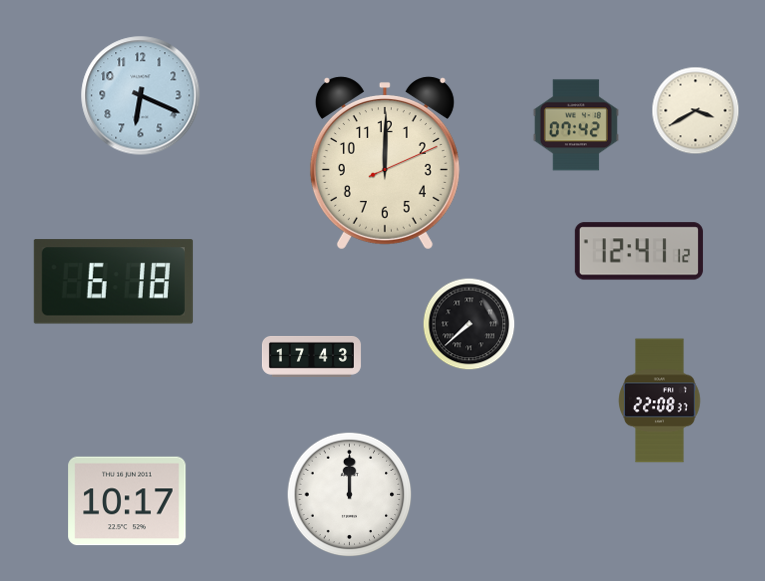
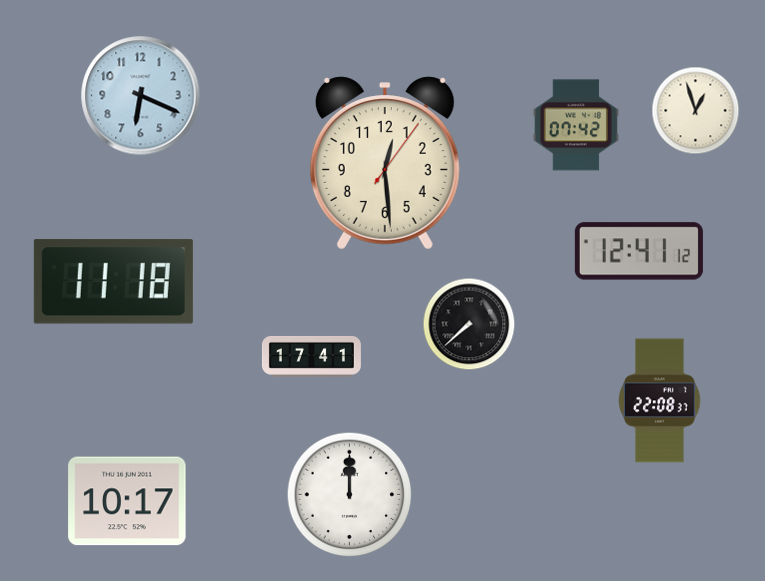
clock at (696, 111): 3:40 -> 12:57
clock at (385, 163): 12:00 -> 12:29
clock at (113, 282): 6:18 -> 11:18
clock at (311, 356): 17:43 -> 17:41
